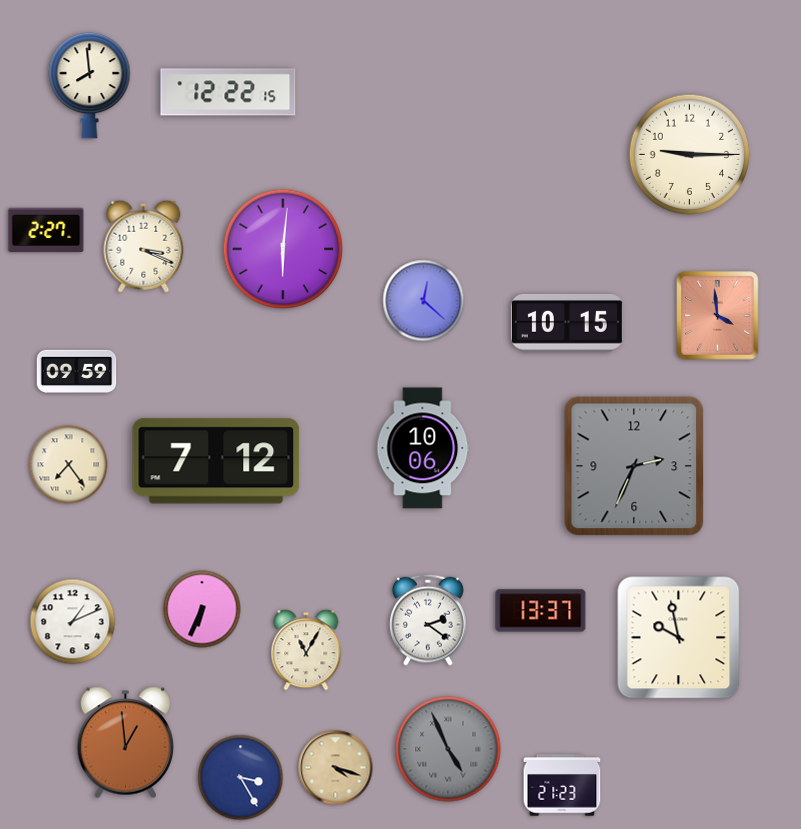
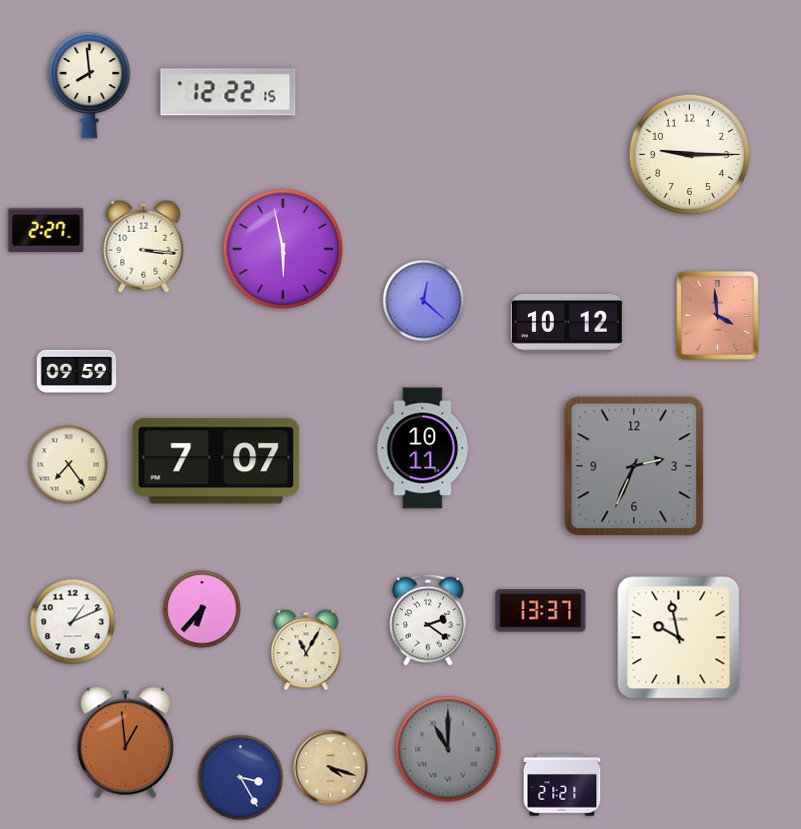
clock at (144, 246): 3:19 -> 3:16
clock at (283, 249): 6:01 -> 5:58
clock at (567, 323): 10:15 -> 10:12
clock at (423, 448): 10:06 -> 10:11
clock at (216, 461): 7:12 -> 7:07
clock at (202, 609): 6:34 -> 6:37
clock at (448, 749): 4:56 -> 11:00
clock at (336, 768) position: (336, 768) -> (331, 768)
clock at (562, 785): 21:23 -> 21:21
